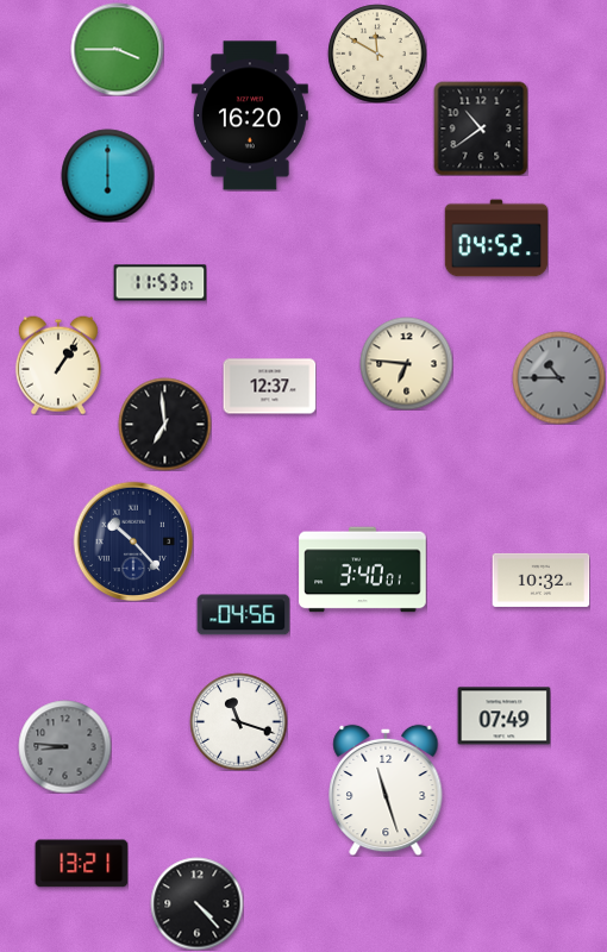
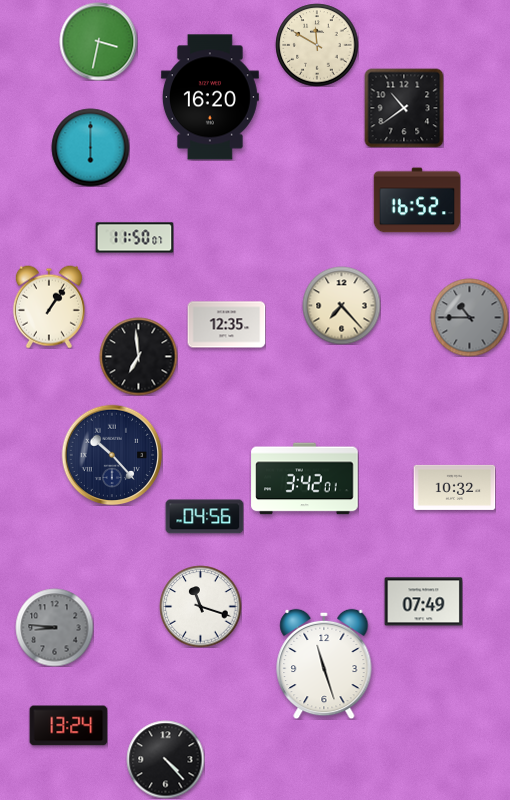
clock at (117, 49): 3:45 -> 3:32
clock at (496, 238): 04:52 -> 16:52
clock at (159, 283): 11:53 -> 11:50
clock at (406, 363): 6:46 -> 7:23
clock at (269, 387): 12:37 -> 12:35
clock at (363, 570): 3:40 -> 3:42
clock at (81, 864): 13:21 -> 13:24
